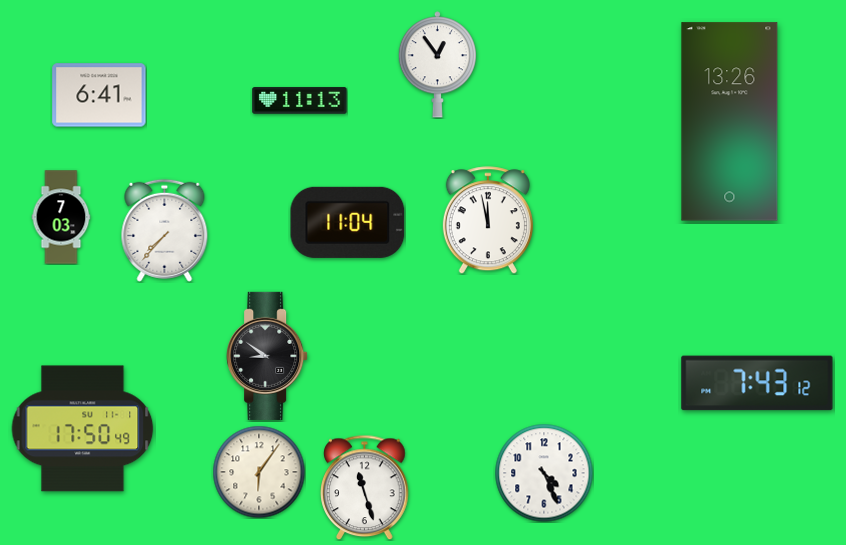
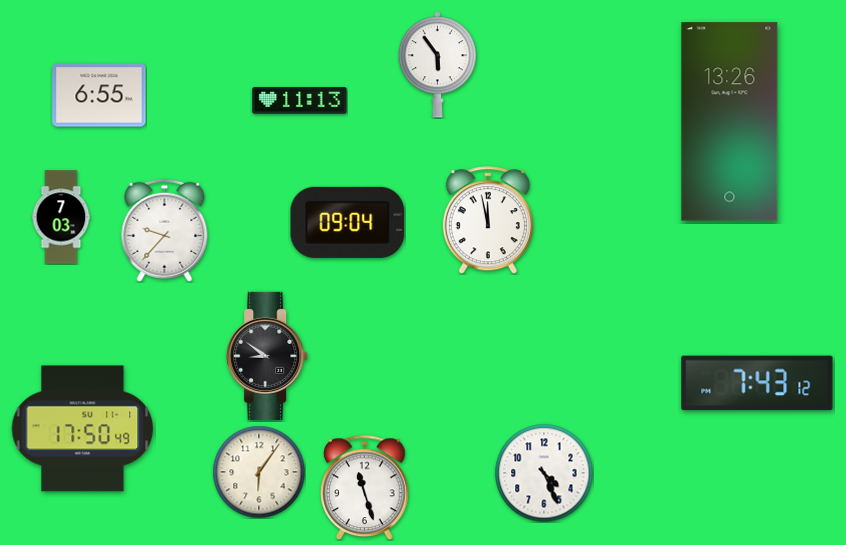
clock at (437, 65): 12:54 -> 5:54
clock at (99, 95): 6:41 -> 6:55
clock at (348, 222): 11:04 -> 09:04
clock at (165, 230): 7:37 -> 9:37
